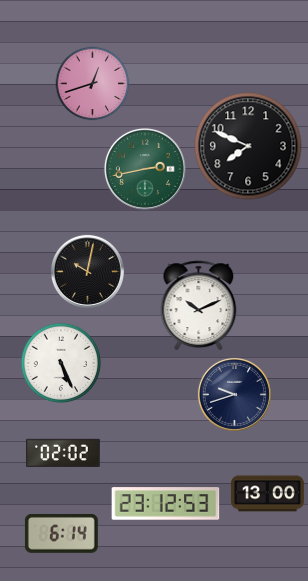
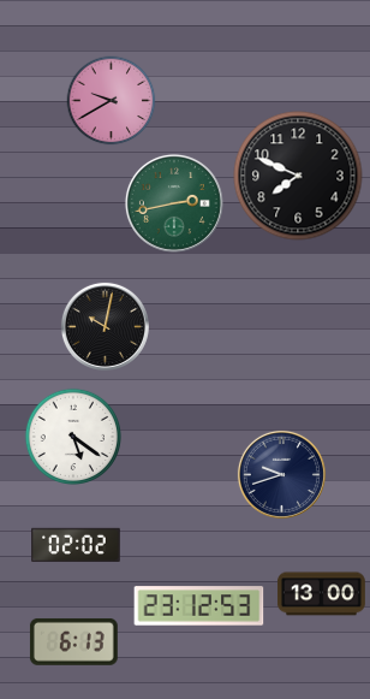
clock at (93, 84): 12:42 -> 9:40
clock at (199, 306): 10:11 -> none
clock at (60, 362): 5:26 -> 5:21
clock at (61, 533): 6:14 -> 6:13
